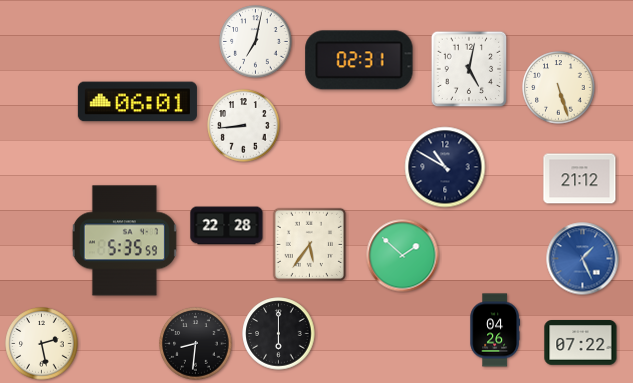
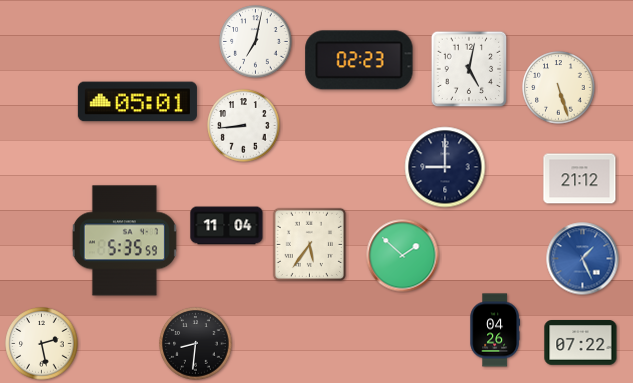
clock at (359, 60): 02:31 -> 02:23
clock at (137, 102): 06:01 -> 05:01
clock at (445, 167): 10:50 -> 9:00
clock at (227, 226): 22:28 -> 11:04
clock at (279, 334): 6:00 -> none
